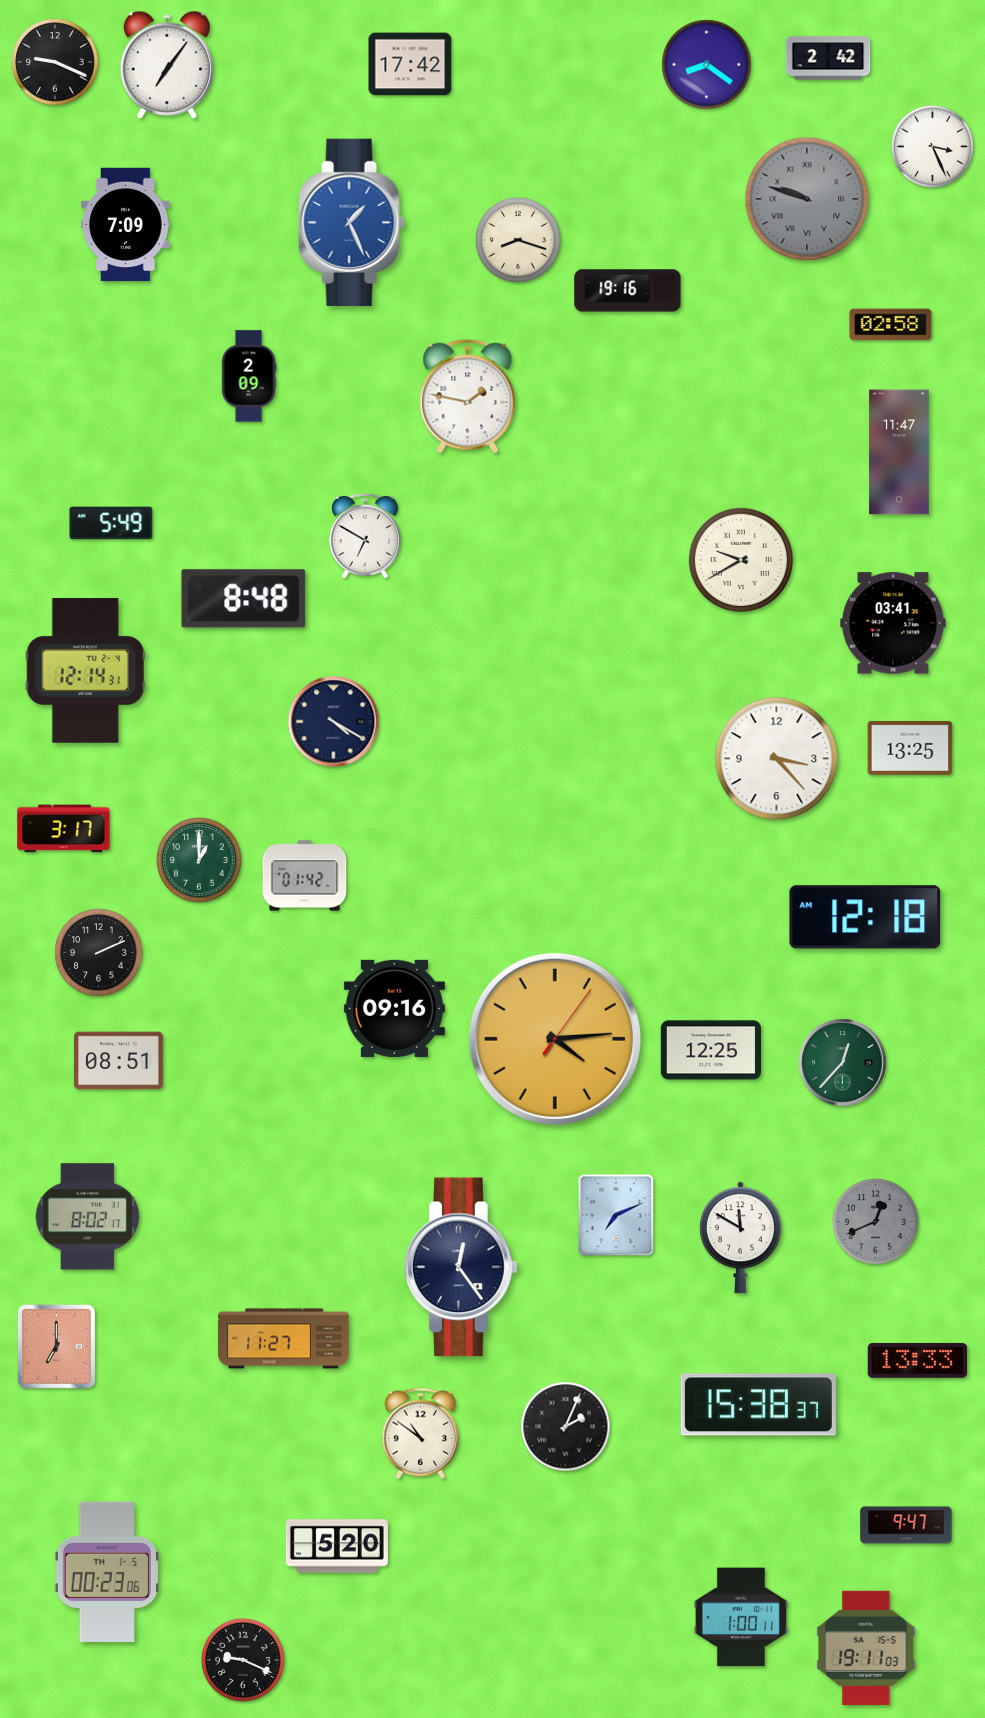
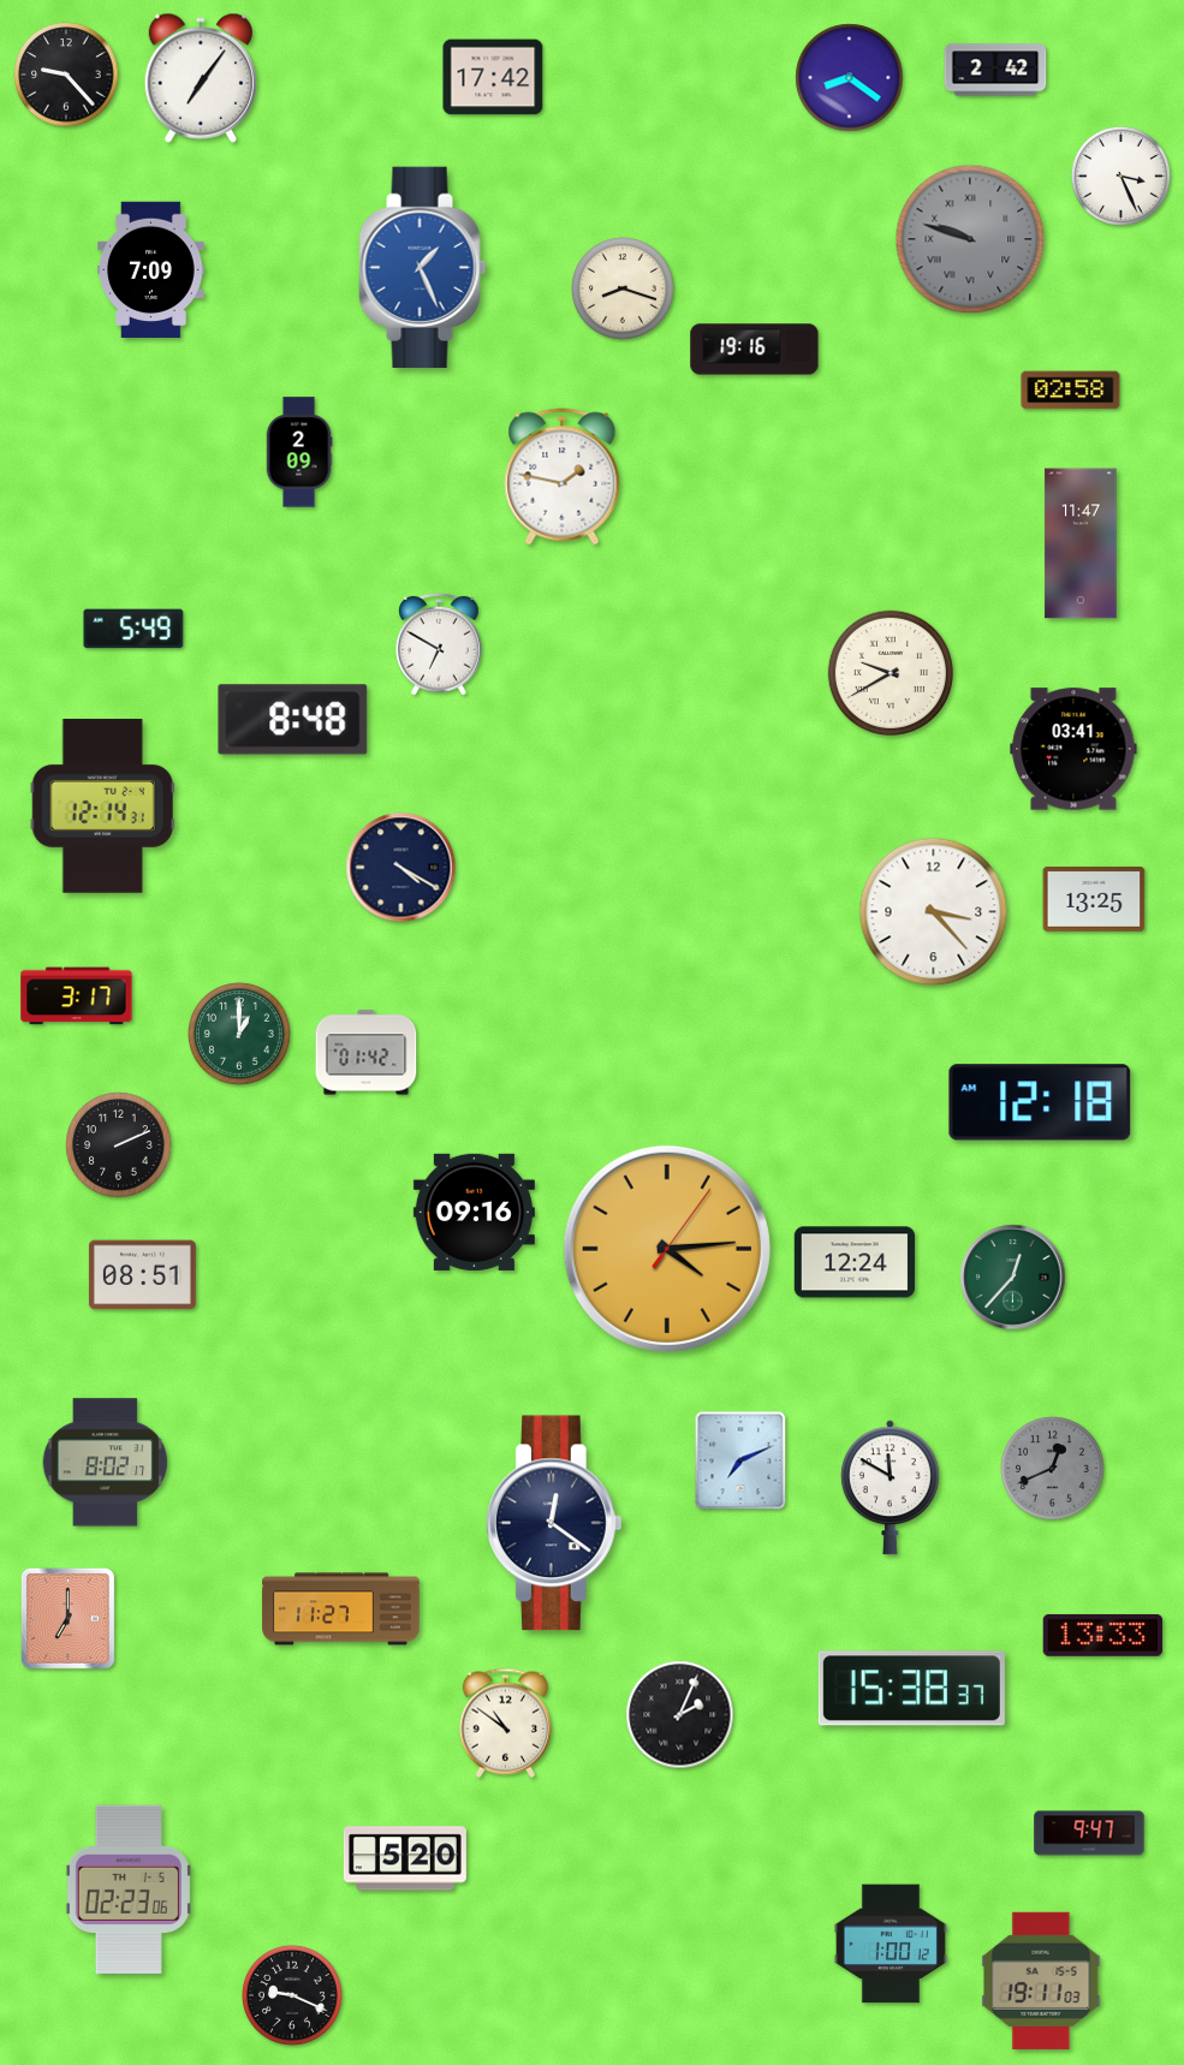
clock at (55, 62): 9:19 -> 9:23
clock at (710, 1050): 12:25 -> 12:24
clock at (462, 1267): 12:24 -> 12:21
clock at (107, 1571): 00:23 -> 02:23
clock at (741, 1617): 1:00:11 -> 1:00:12
